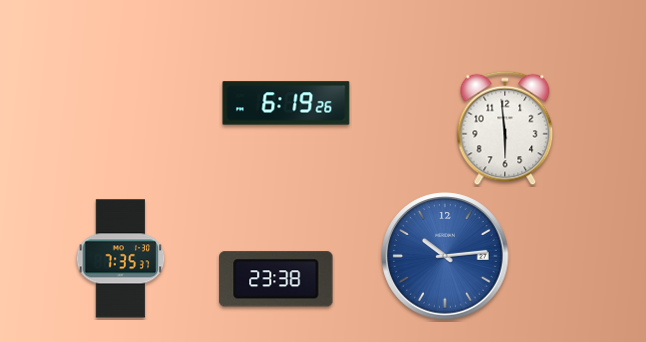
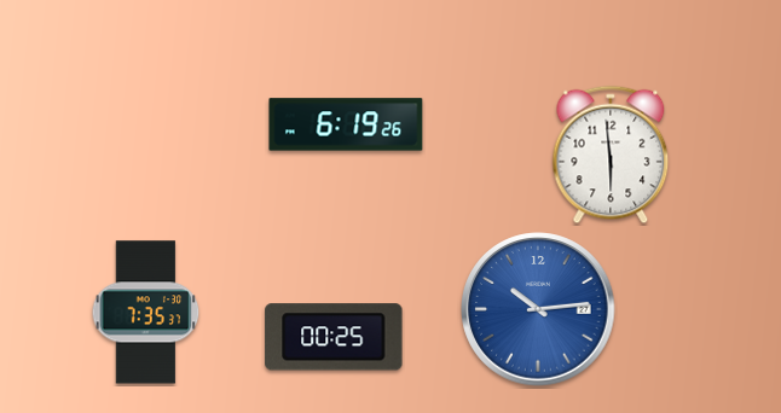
clock at (276, 279): 23:38 -> 00:25
